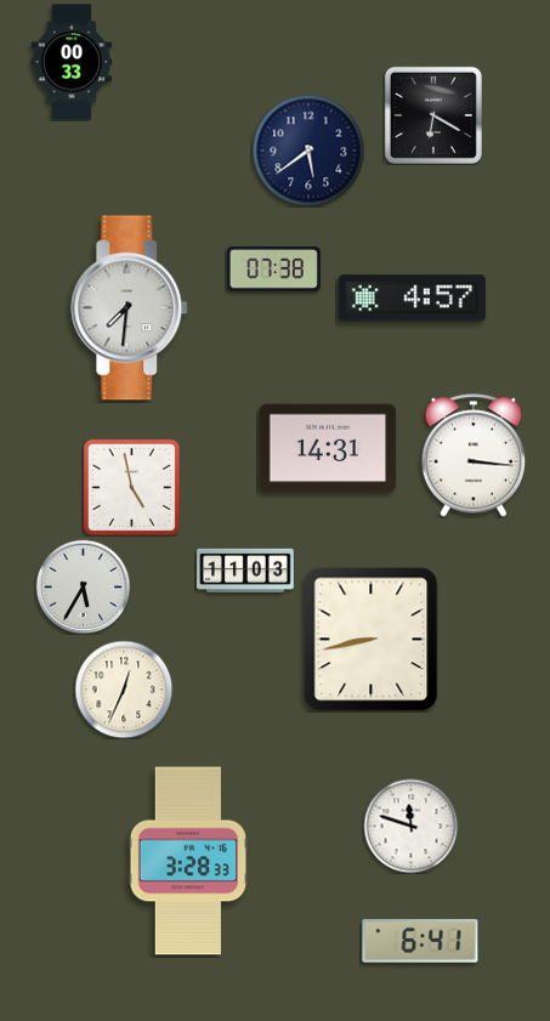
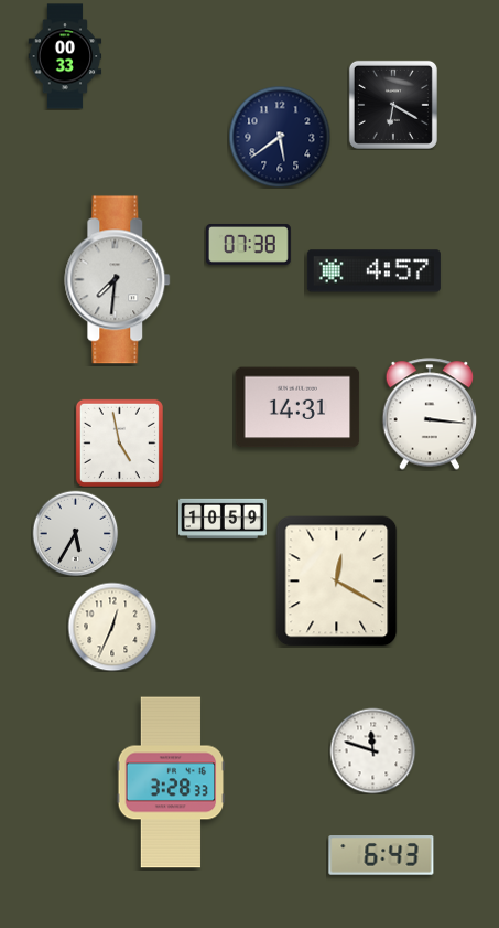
clock at (245, 571): 11:03 -> 10:59
clock at (372, 640): 8:43 -> 12:20
clock at (420, 941): 6:41 -> 6:43
